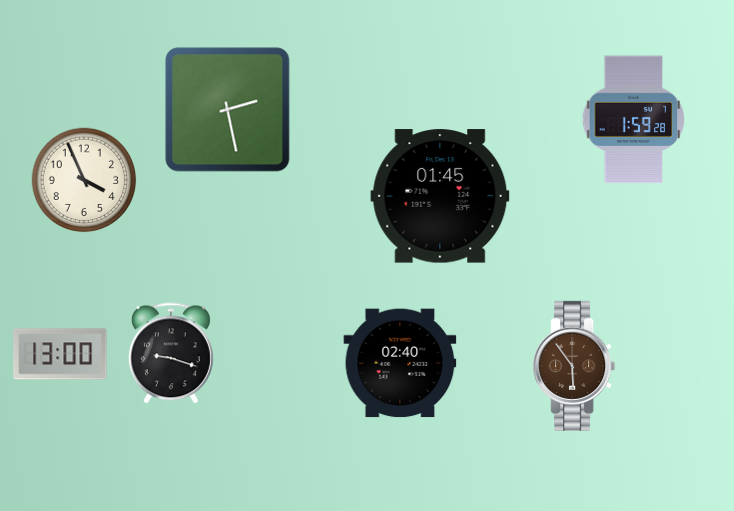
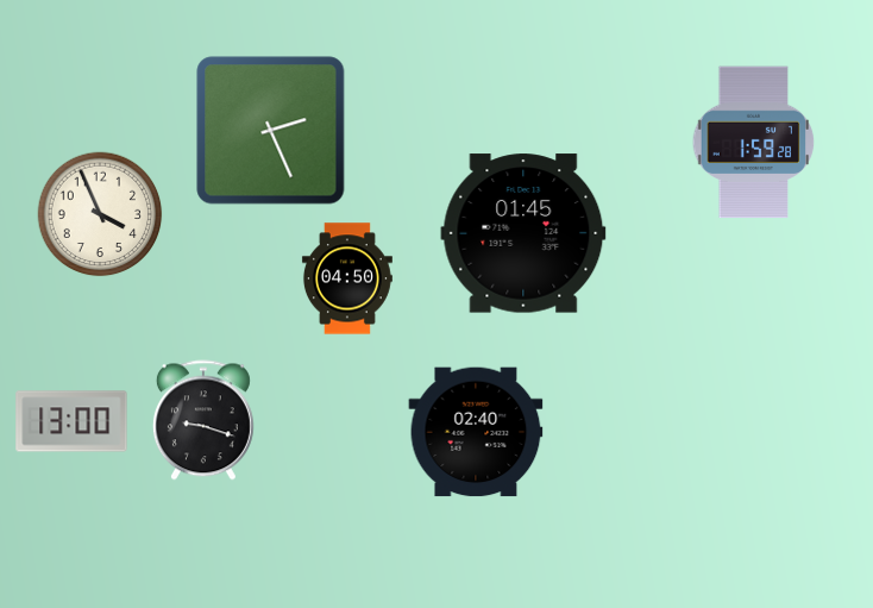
clock at (228, 110): 2:28 -> 2:26
clock at (347, 278): none -> 04:50
clock at (574, 366): 5:54 -> none
